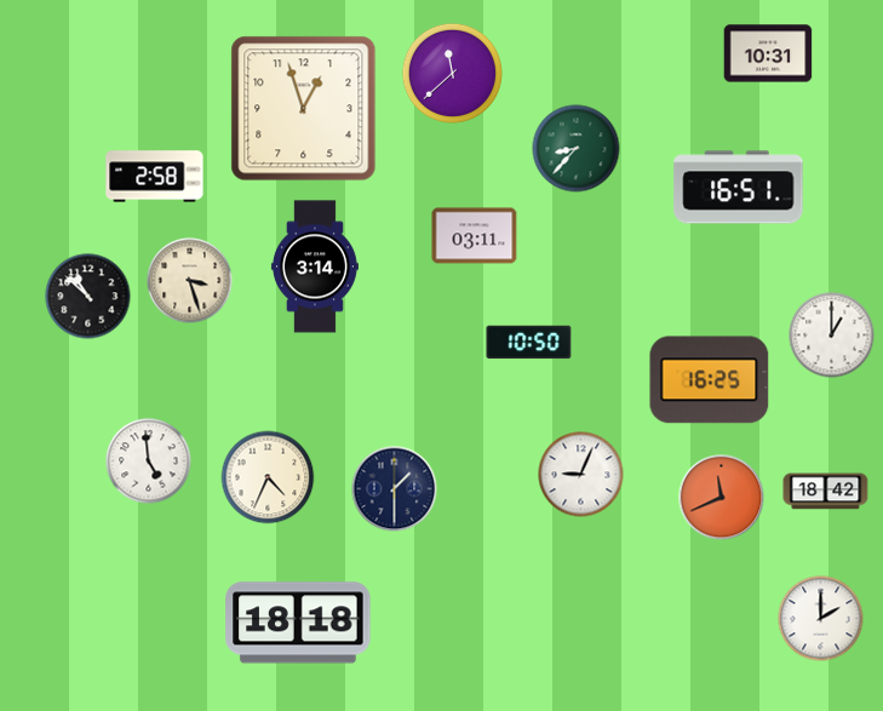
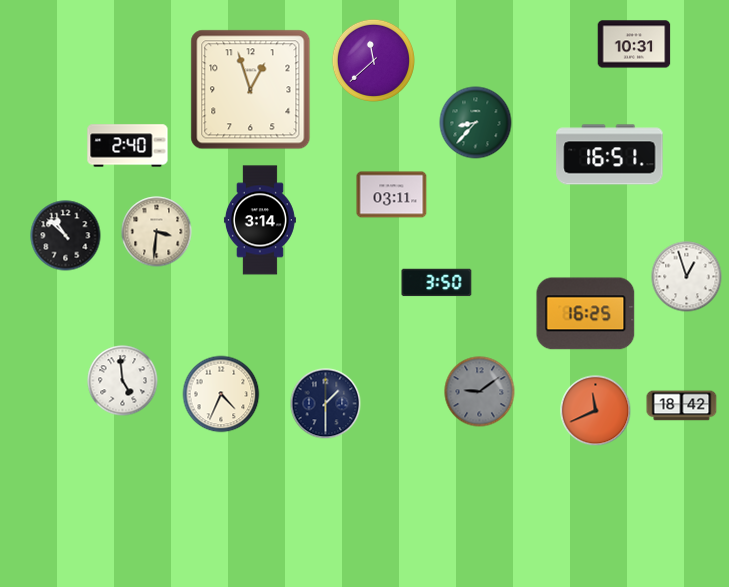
clock at (155, 177): 2:58 -> 2:40
clock at (190, 281): 3:27 -> 3:31
clock at (88, 297) position: (88, 297) -> (66, 236)
clock at (832, 336): 1:00 -> 12:57
clock at (529, 343): 10:50 -> 3:50
clock at (581, 475): 9:04 -> 9:09
clock at (581, 475) dial: white -> grey
clock at (821, 619): 2:00 -> none
clock at (298, 623): 18:18 -> none
